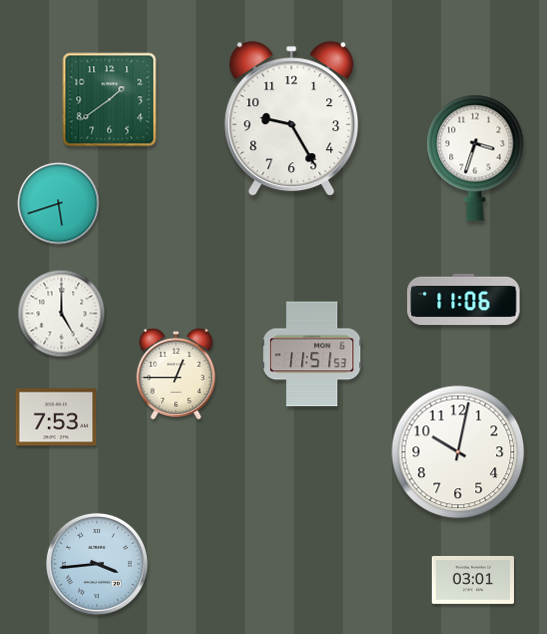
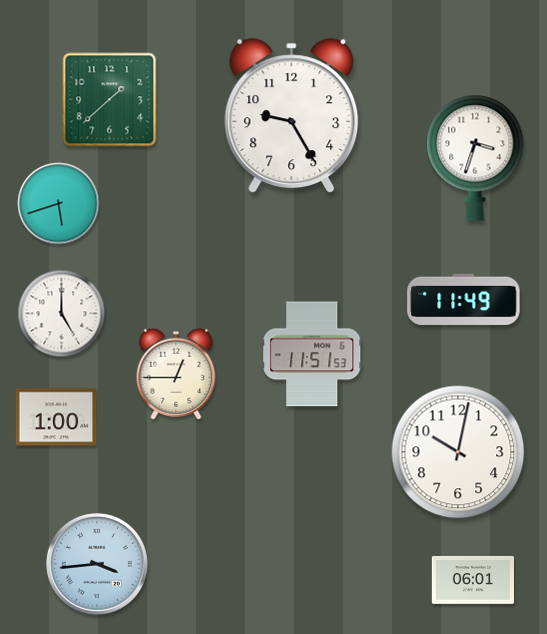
clock at (110, 100): 1:39 -> 1:38
clock at (292, 119) position: (292, 119) -> (292, 116)
clock at (464, 299): 11:06 -> 11:49
clock at (56, 417): 7:53 -> 1:00
clock at (472, 580): 03:01 -> 06:01
